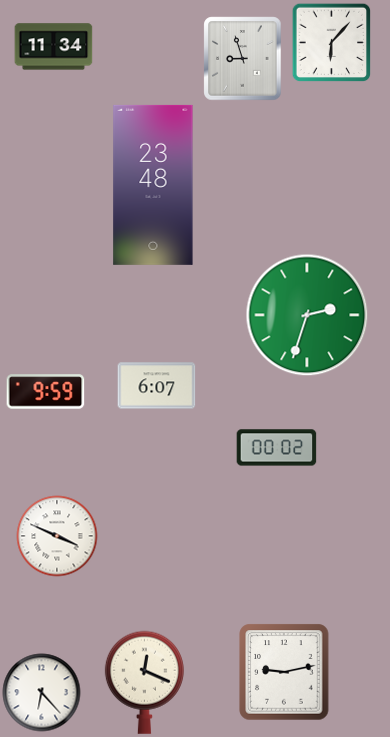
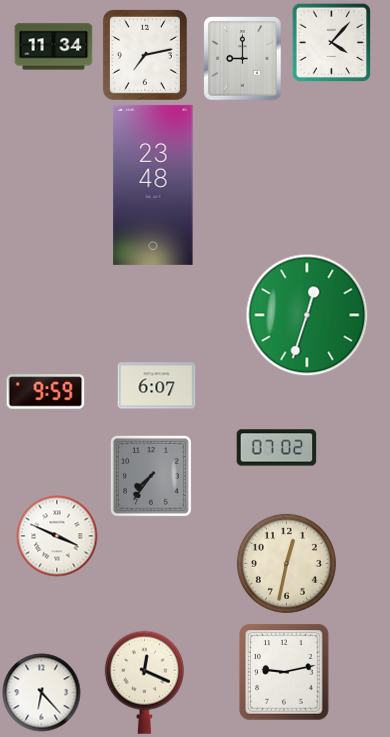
clock at (331, 42): 6:07 -> 4:07
clock at (145, 55): none -> 7:13
clock at (243, 58): 8:57 -> 9:00
clock at (307, 315): 2:33 -> 12:33
clock at (276, 448): 00:02 -> 07:02
clock at (151, 476): none -> 7:36
clock at (286, 563): none -> 12:32
